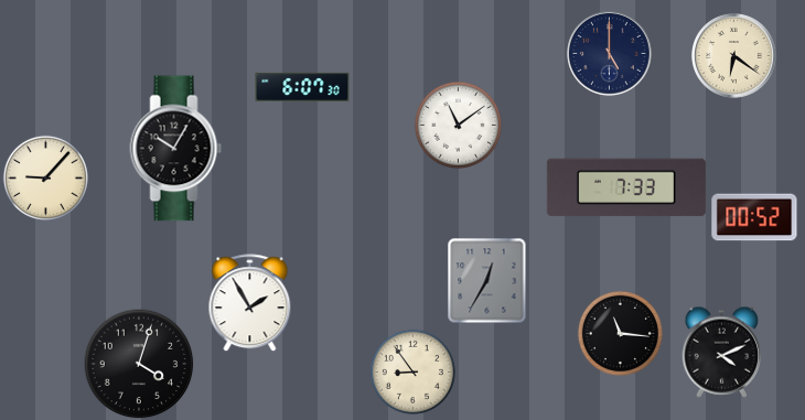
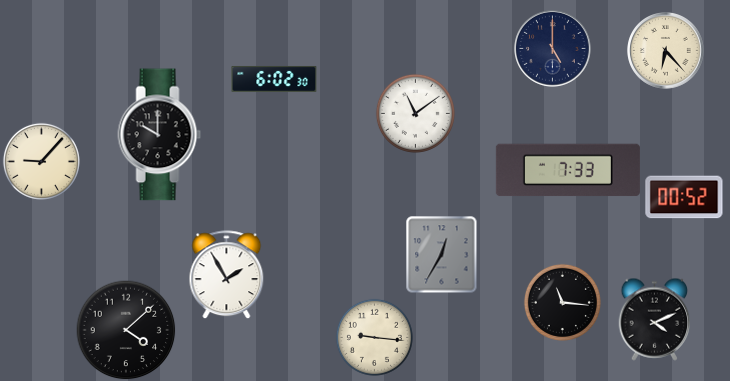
clock at (734, 56): 6:21 -> 6:23
clock at (302, 87): 6:07 -> 6:02
clock at (176, 149): 10:05 -> 10:00
clock at (139, 364): 4:03 -> 4:08
clock at (412, 371): 8:54 -> 9:16
